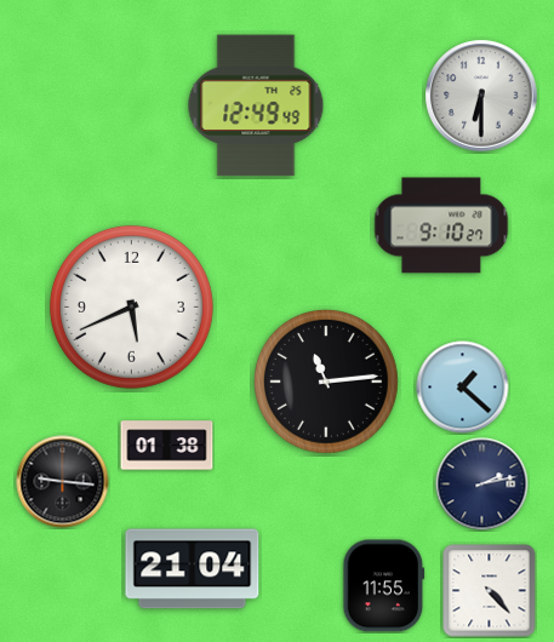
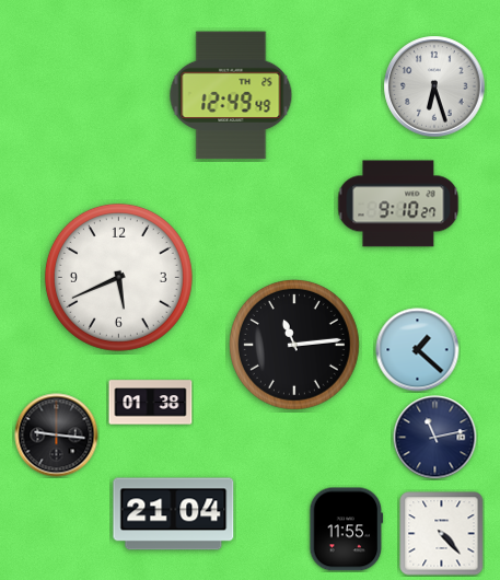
clock at (481, 96): 6:30 -> 6:27
clock at (482, 485): 2:13 -> 11:13
